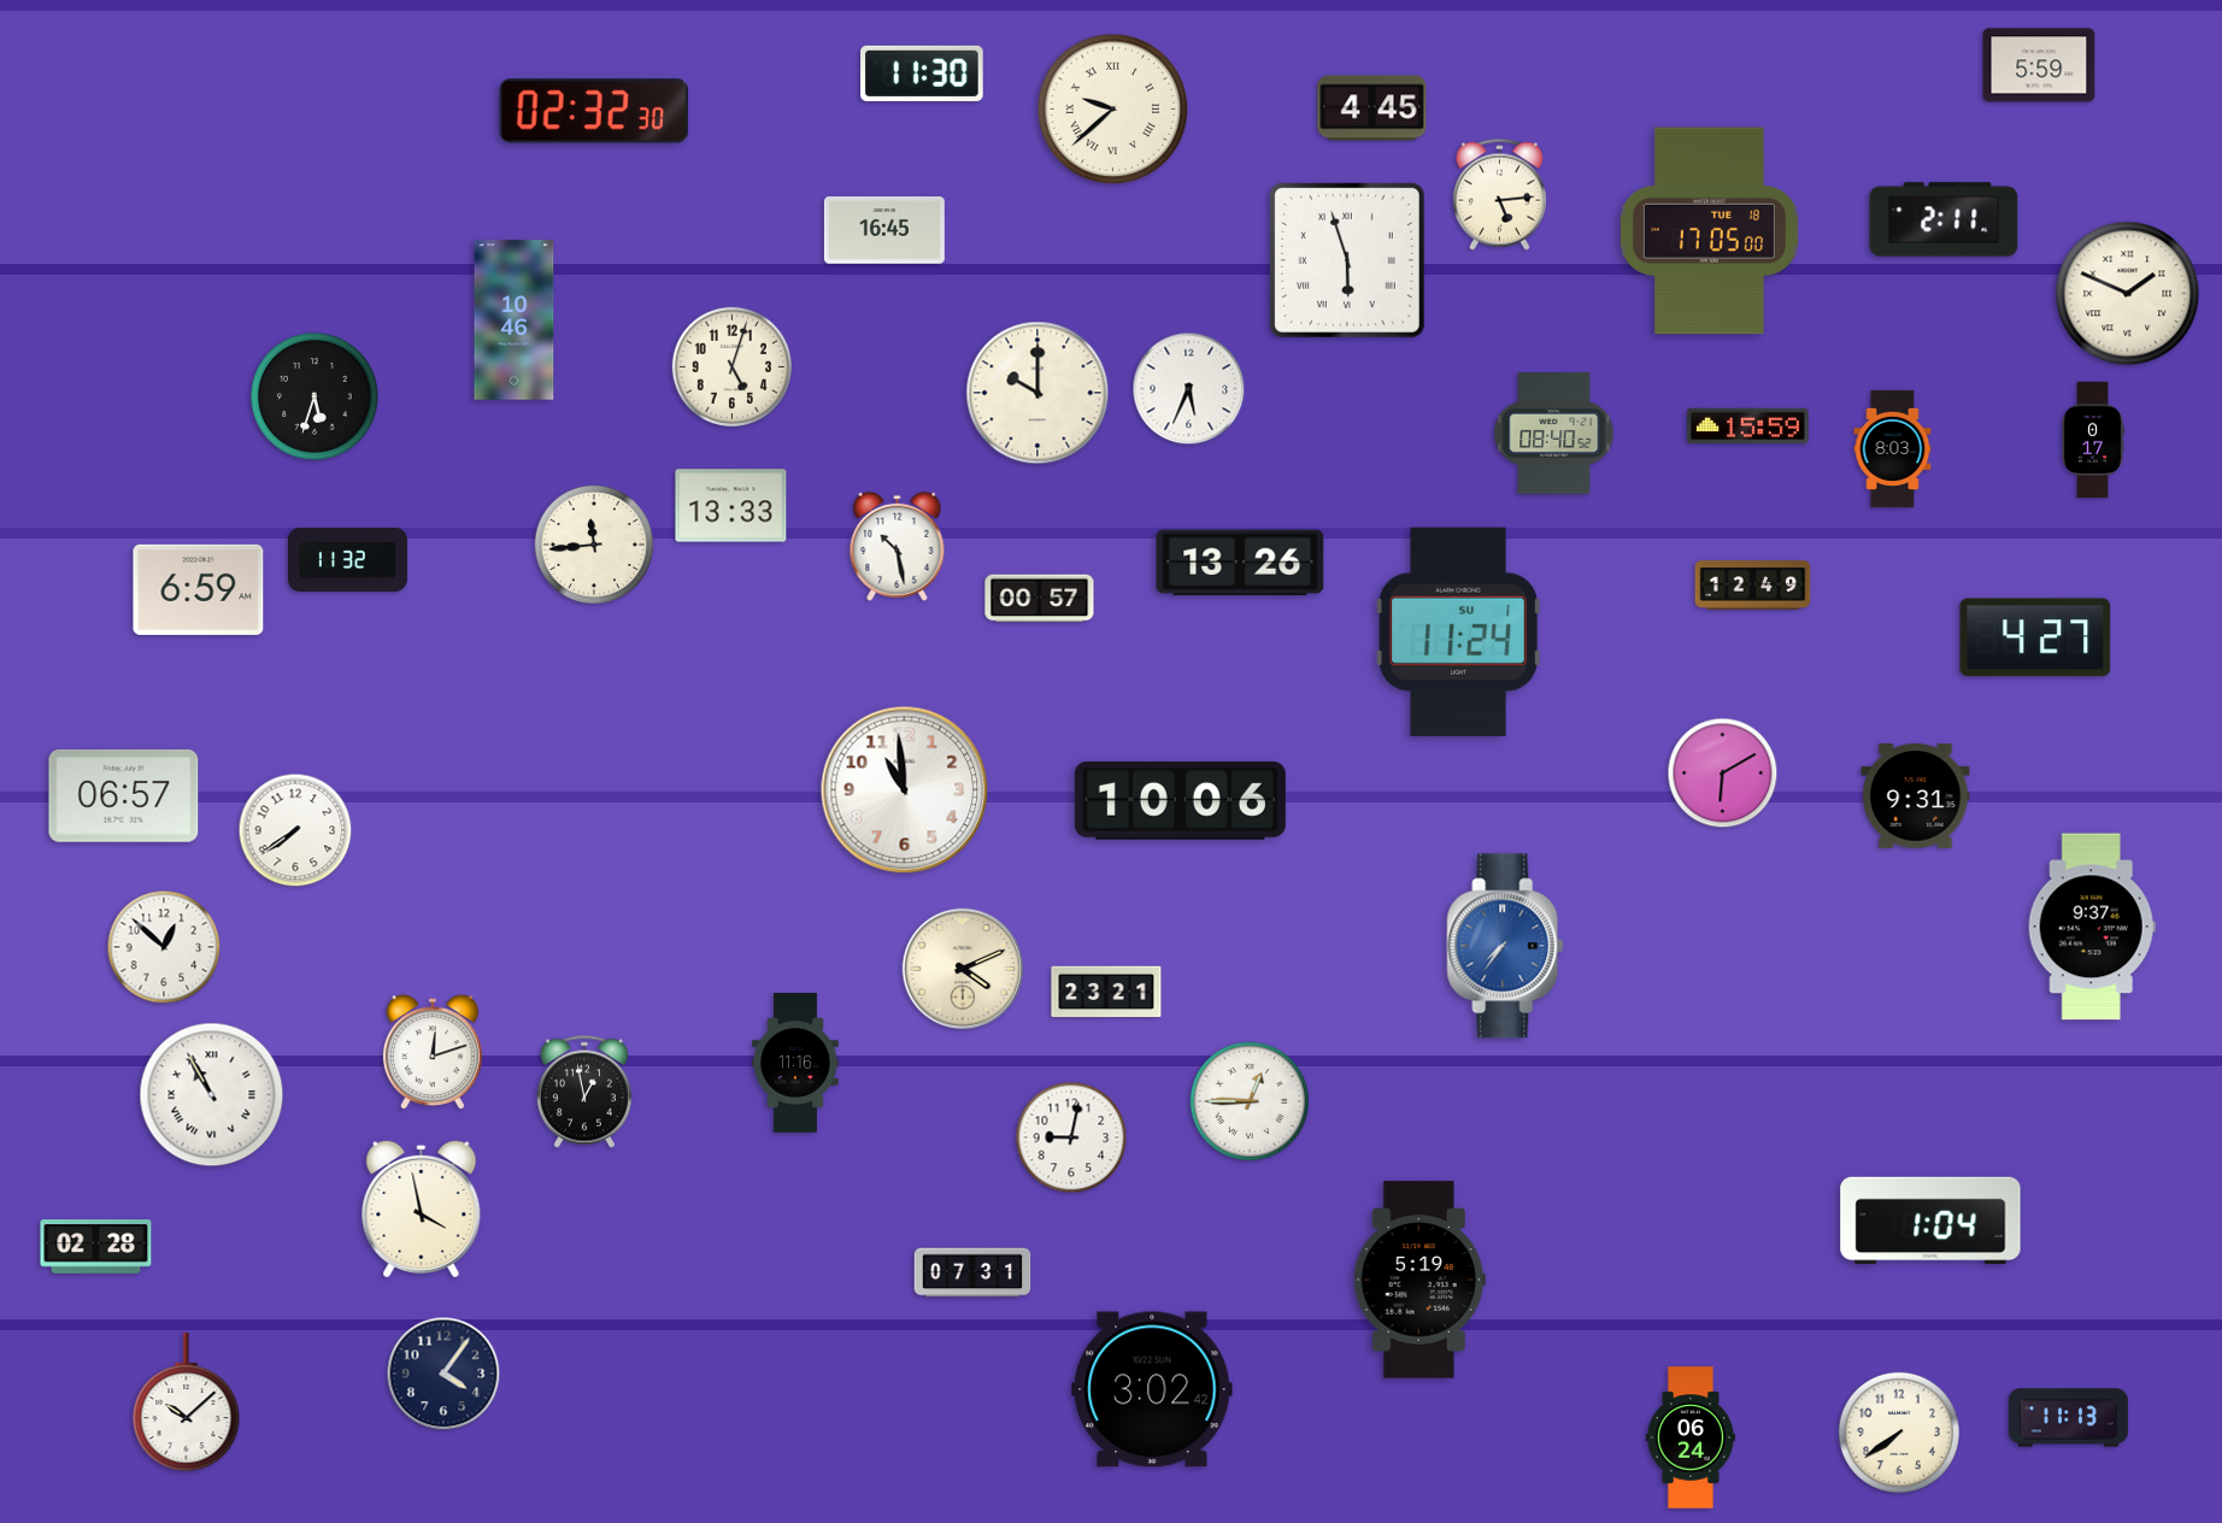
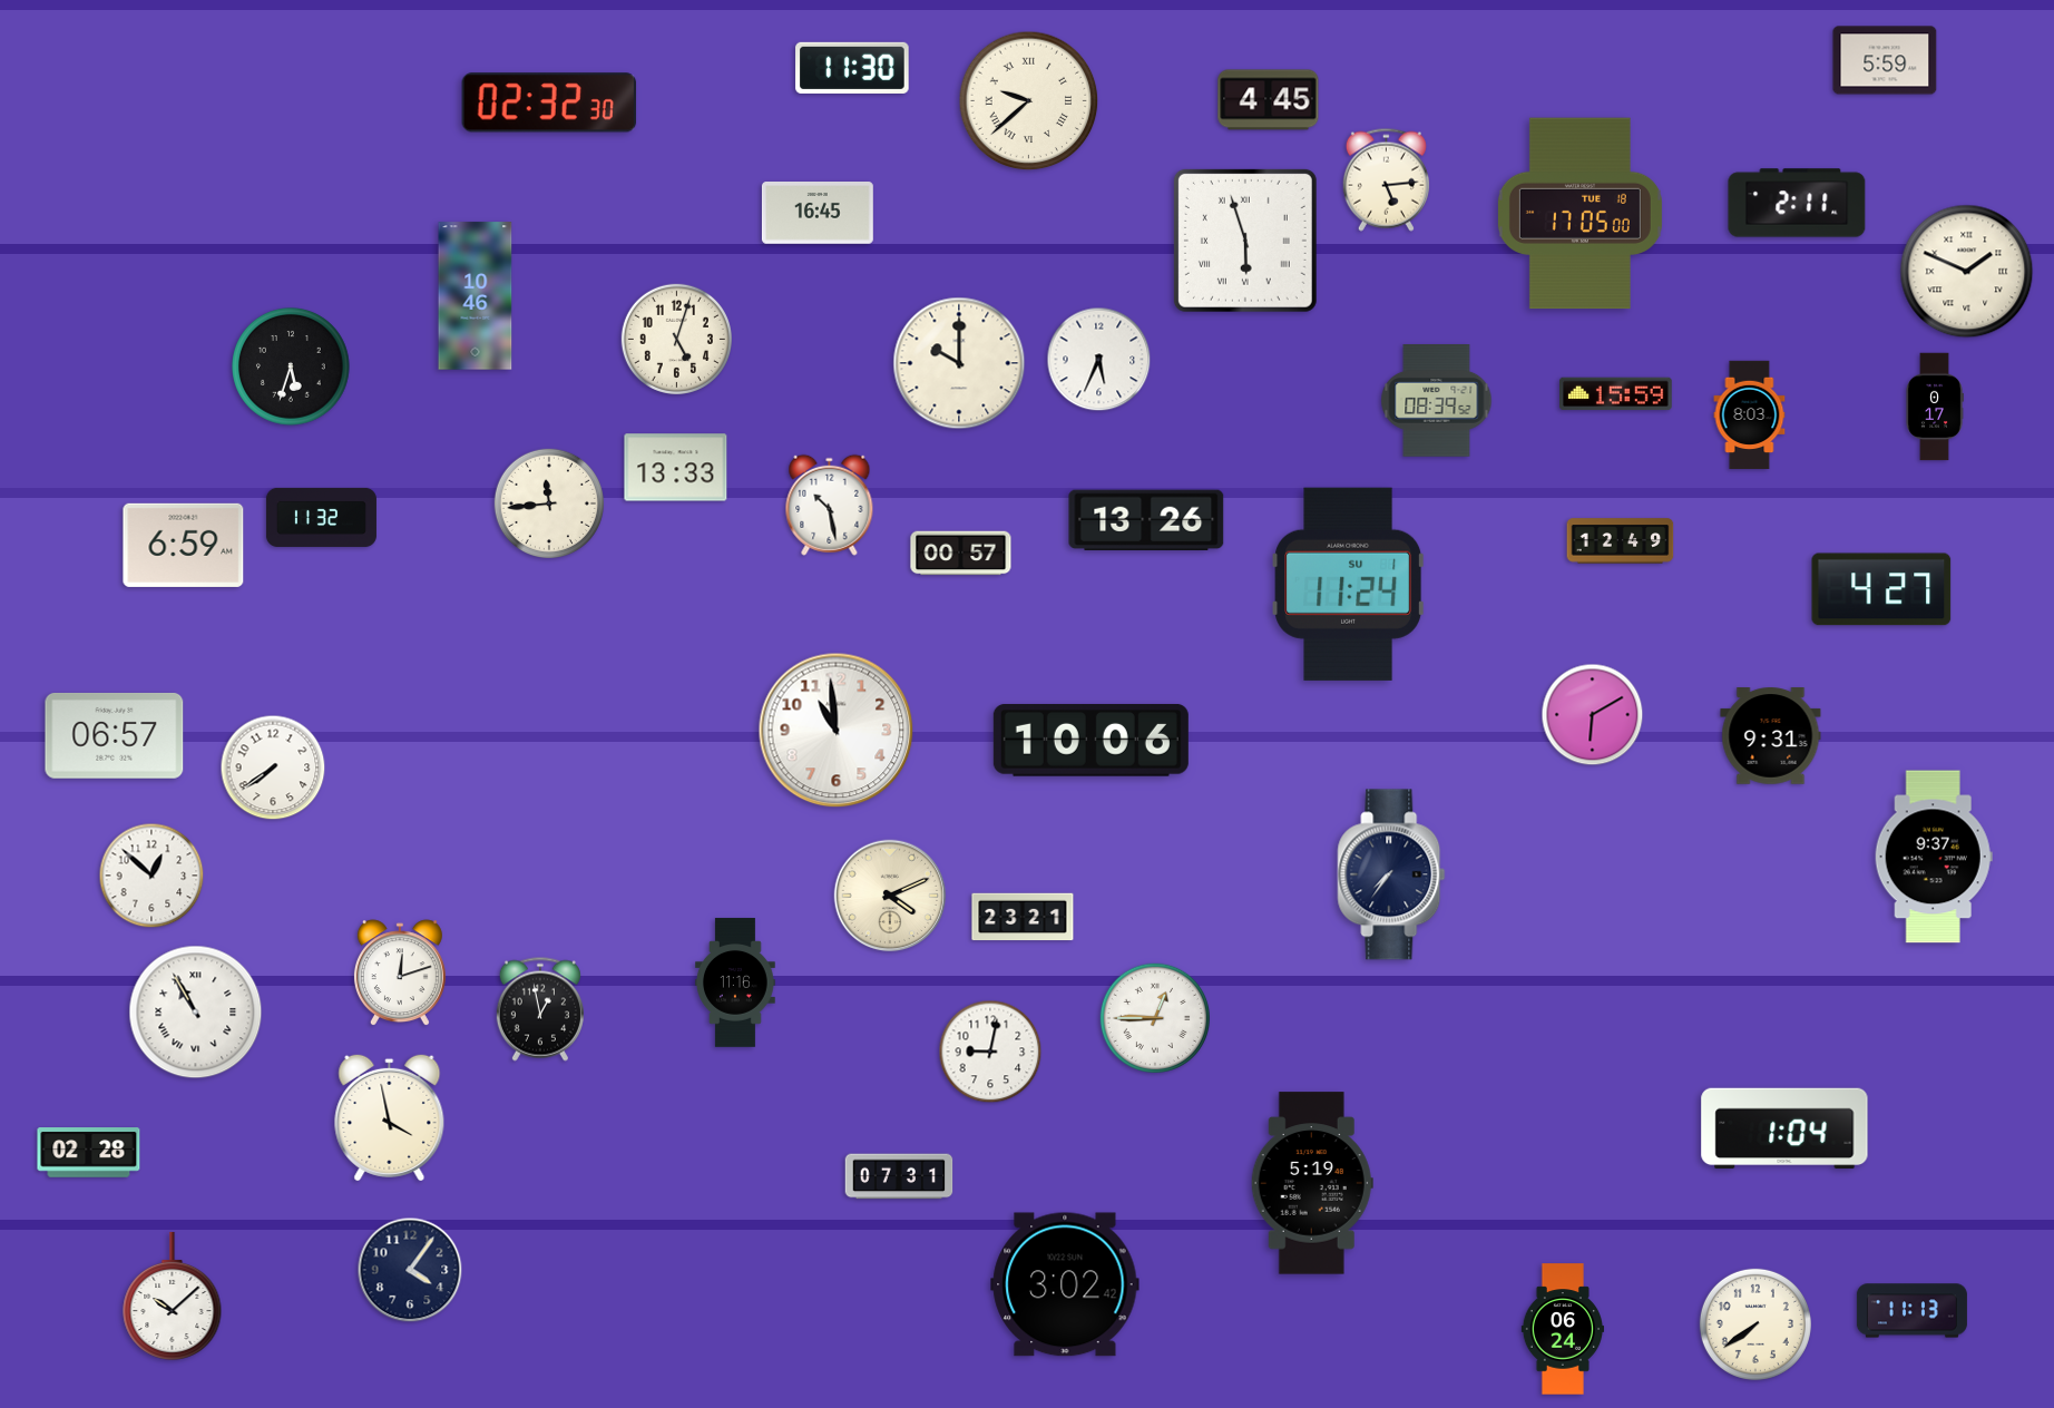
clock at (1554, 434): 08:40 -> 08:39
clock at (1505, 946) dial: blue -> navy
